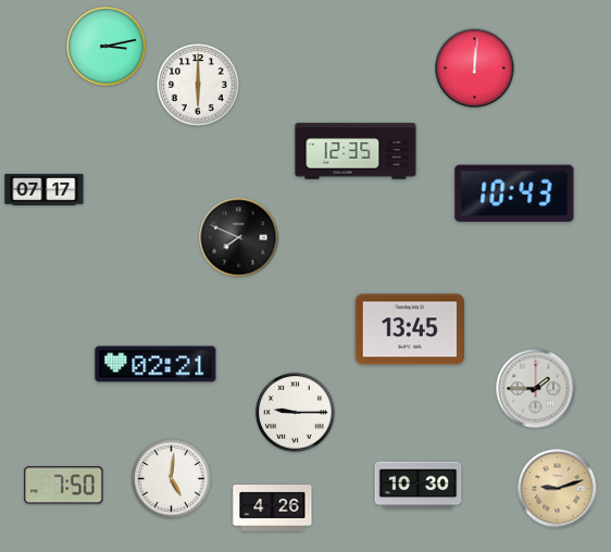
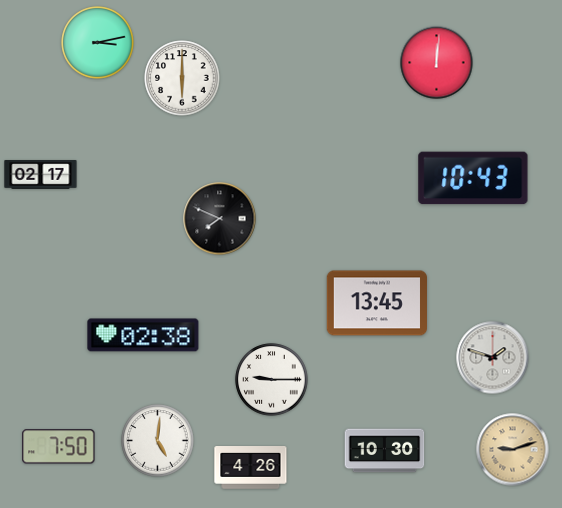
clock at (356, 151): 12:35 -> none
clock at (45, 190): 07:17 -> 02:17
clock at (155, 364): 02:21 -> 02:38
clock at (536, 389): 1:45 -> 1:48
clock at (419, 486) position: (419, 486) -> (385, 451)
